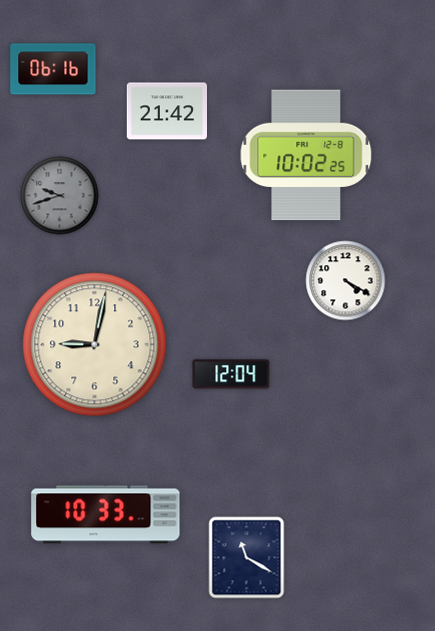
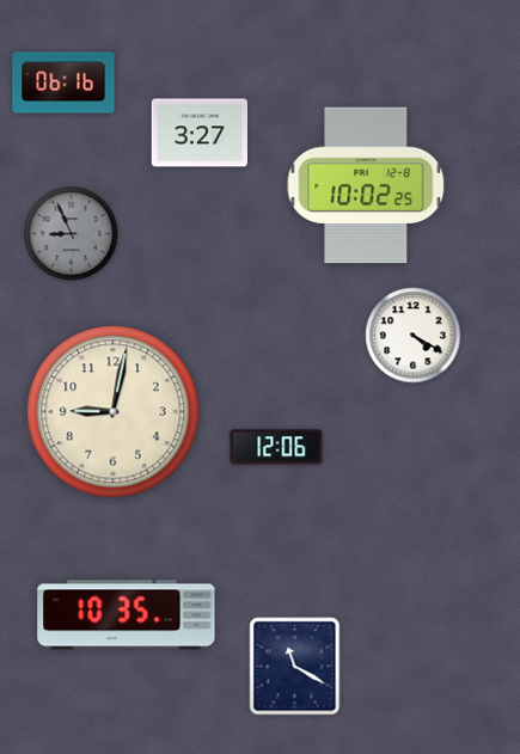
clock at (166, 111): 21:42 -> 3:27
clock at (60, 196): 9:42 -> 8:56
clock at (231, 374): 12:04 -> 12:06
clock at (106, 515): 10:33 -> 10:35
